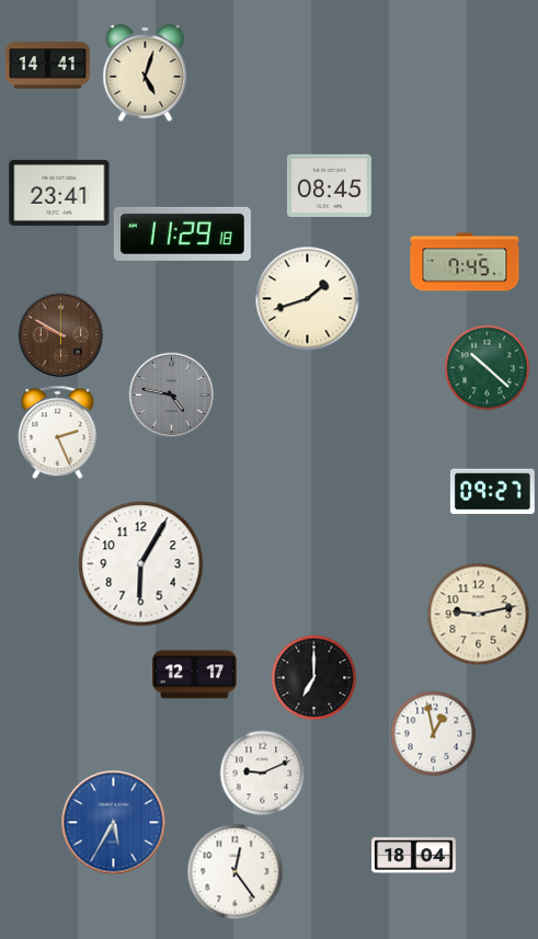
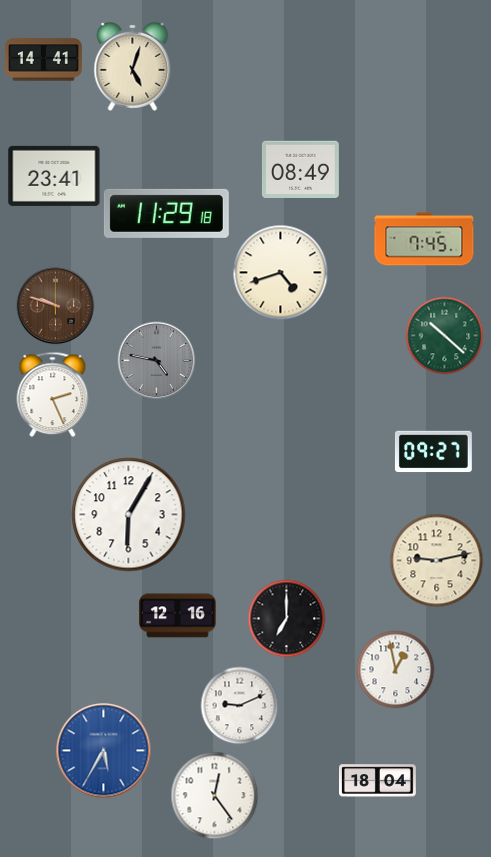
clock at (329, 185): 08:45 -> 08:49
clock at (307, 298): 1:42 -> 4:42
clock at (60, 334): 9:50 -> 9:48
clock at (492, 492) position: (492, 492) -> (433, 452)
clock at (195, 675): 12:17 -> 12:16
